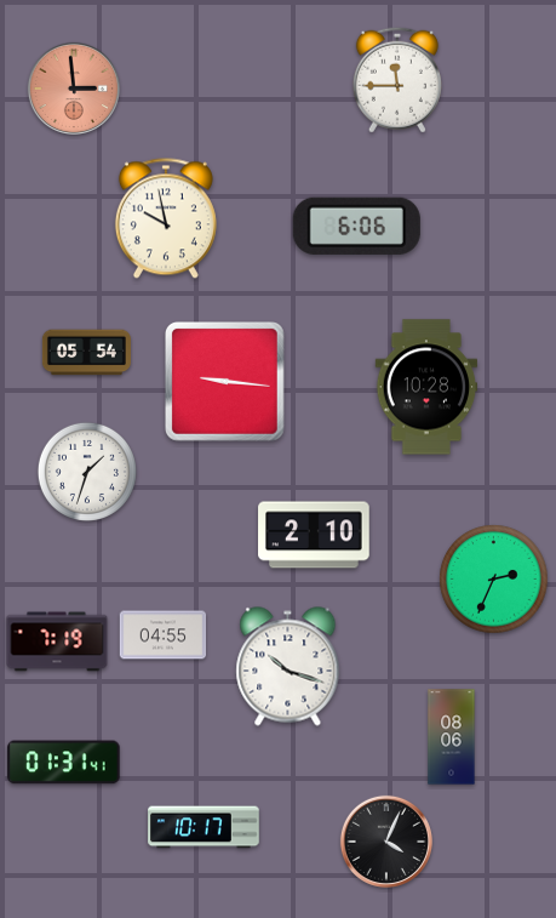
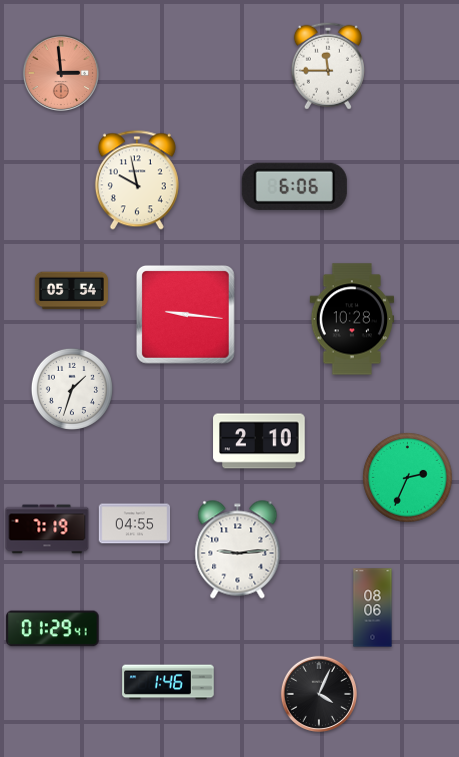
clock at (288, 667): 10:18 -> 9:14
clock at (64, 763): 01:31 -> 01:29
clock at (204, 827): 10:17 -> 1:46
